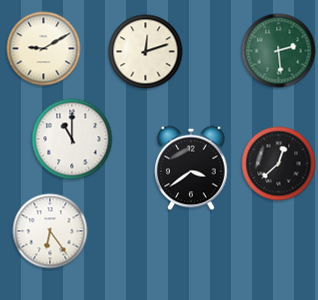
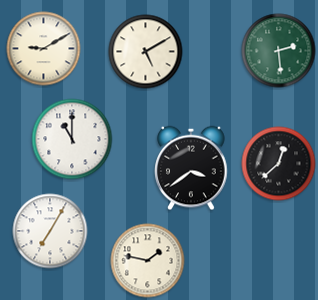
clock at (146, 52): 12:12 -> 5:10
clock at (50, 231): 6:24 -> 7:05
clock at (148, 261): none -> 1:47
